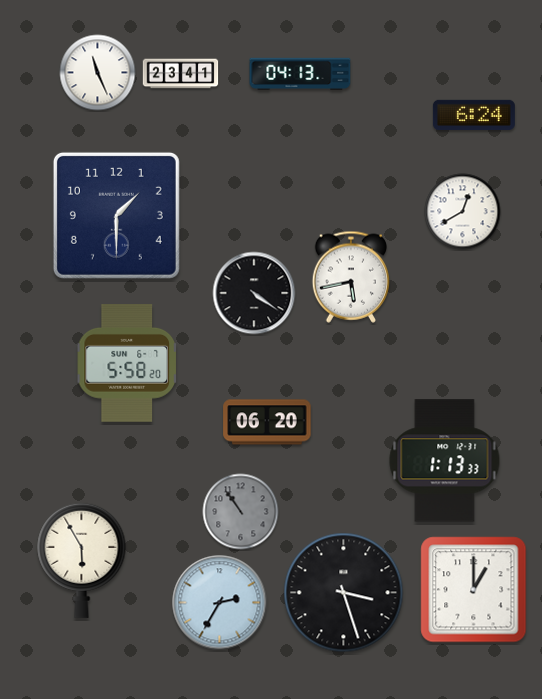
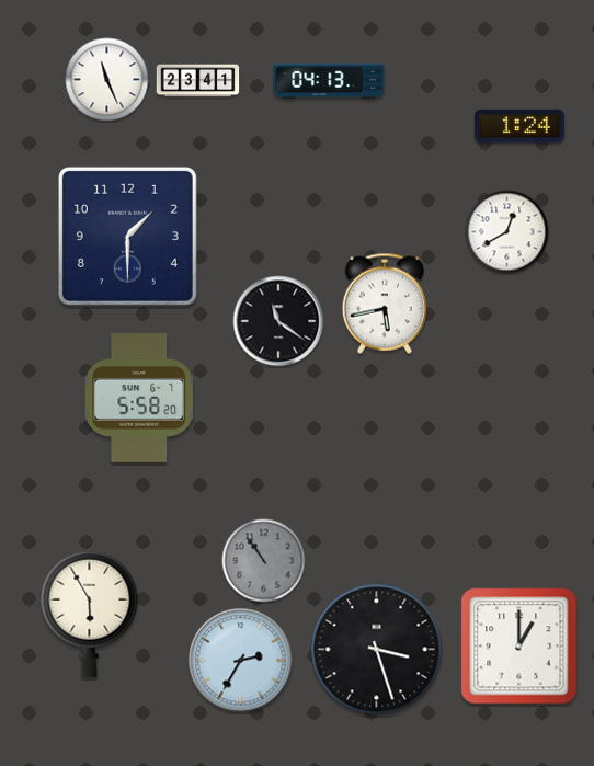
clock at (474, 115): 6:24 -> 1:24
clock at (254, 293): 4:21 -> 11:21
clock at (267, 422): 06:20 -> none
clock at (445, 461): 1:13 -> none
